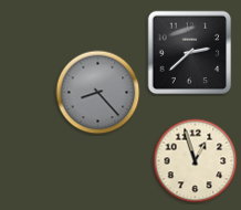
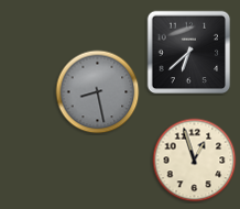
clock at (190, 53): 2:38 -> 6:38
clock at (98, 93): 8:23 -> 8:28
